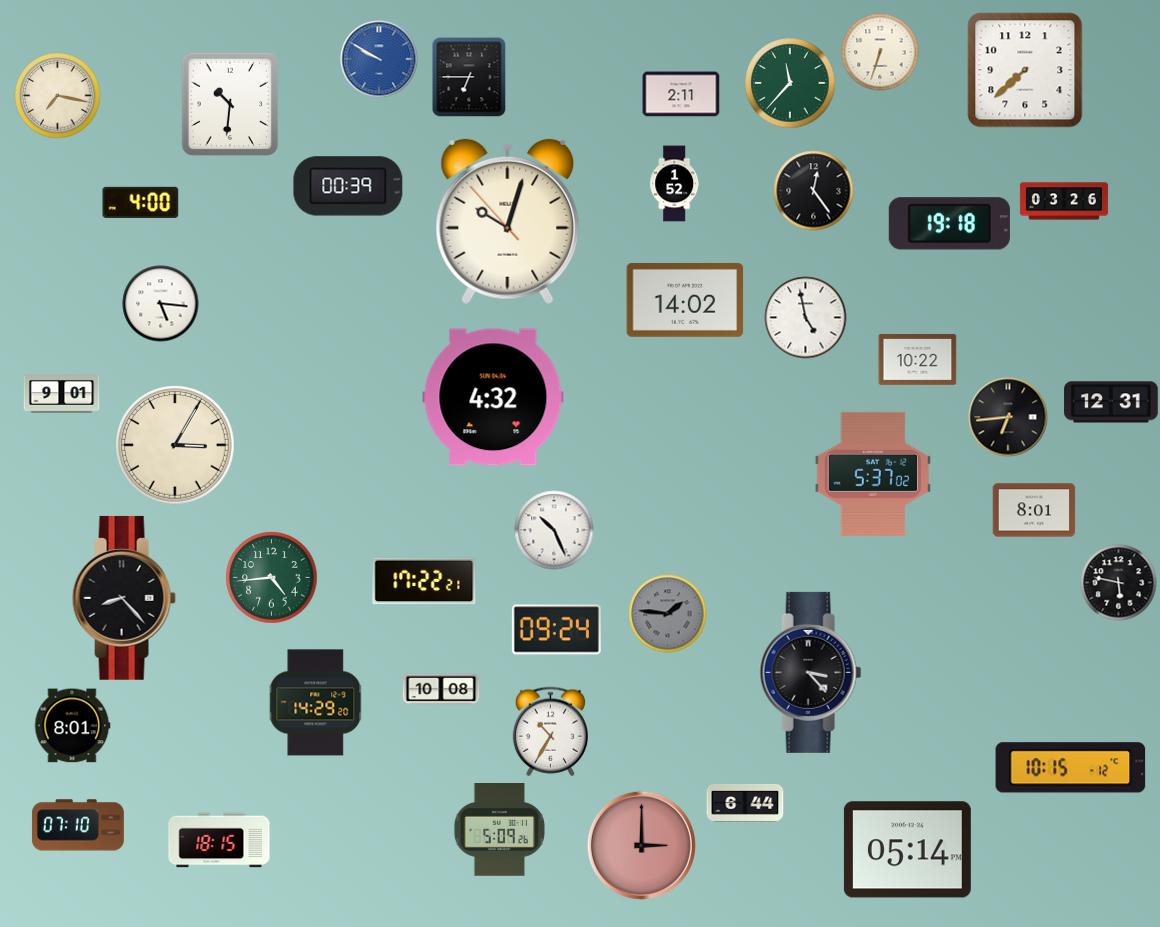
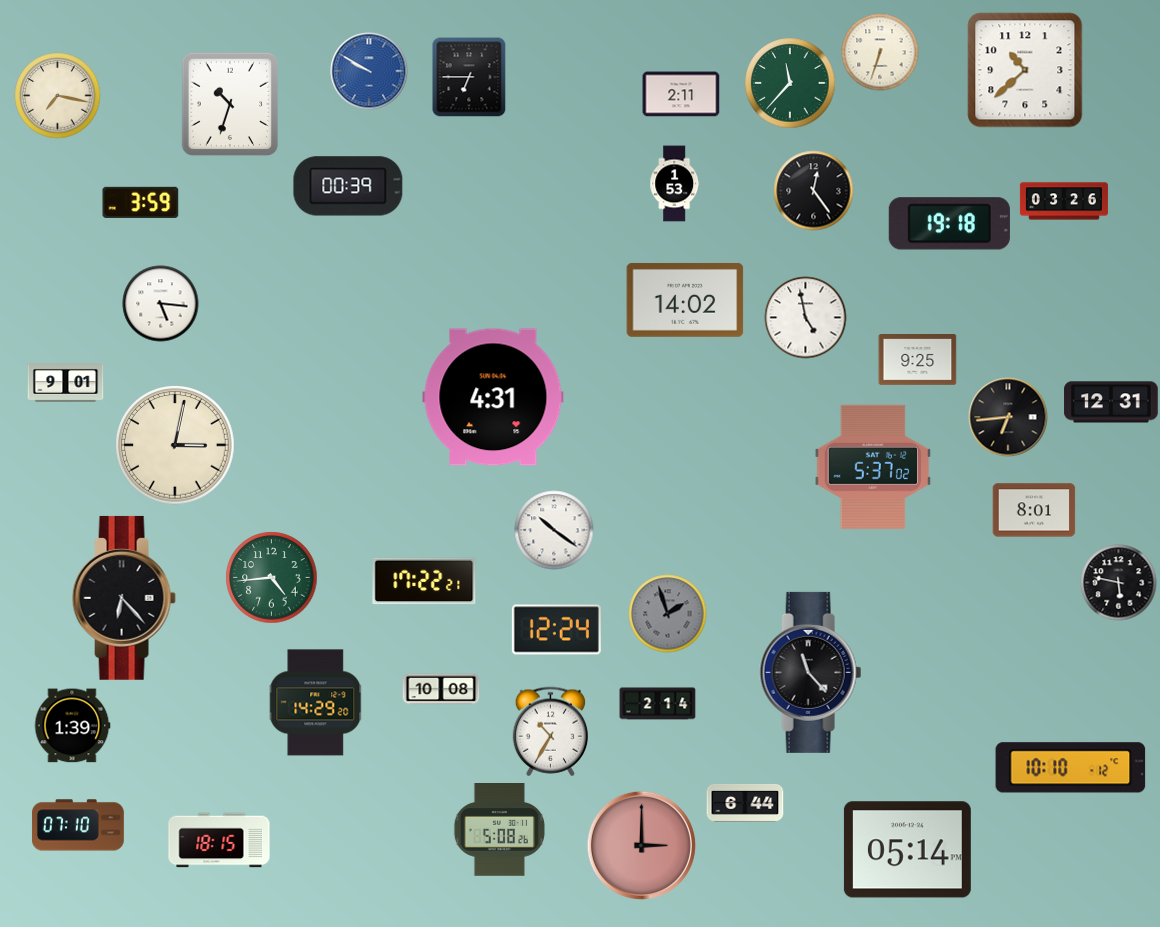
clock at (379, 59) position: (379, 59) -> (369, 71)
clock at (1025, 70): 7:38 -> 10:38
clock at (230, 104): 10:31 -> 10:33
clock at (675, 184): 1:52 -> 1:53
clock at (141, 202): 4:00 -> 3:59
clock at (508, 222): 10:02 -> none
clock at (918, 360): 10:22 -> 9:25
clock at (62, 394) position: (62, 394) -> (66, 383)
clock at (493, 397): 4:32 -> 4:31
clock at (175, 445): 3:05 -> 3:02
clock at (872, 474) position: (872, 474) -> (872, 467)
clock at (554, 530): 10:26 -> 10:21
clock at (124, 598): 8:23 -> 6:23
clock at (668, 614): 1:46 -> 1:57
clock at (556, 630): 09:24 -> 12:24
clock at (811, 672): 3:23 -> 11:23
clock at (658, 704): none -> 2:14
clock at (72, 726): 8:01 -> 1:39
clock at (1071, 768): 10:15 -> 10:10
clock at (499, 830): 5:09 -> 5:08
